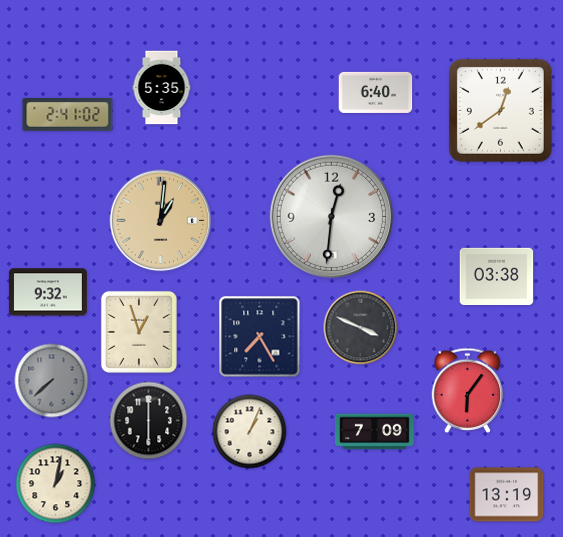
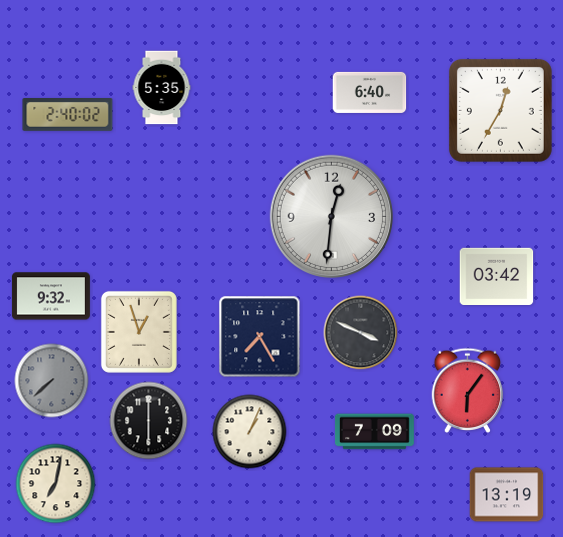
clock at (376, 92) position: (376, 92) -> (370, 92)
clock at (500, 110): 12:39 -> 12:35
clock at (68, 115): 2:41 -> 2:40
clock at (161, 221): 1:01 -> none
clock at (497, 276): 03:38 -> 03:42
clock at (48, 292) position: (48, 292) -> (51, 296)
clock at (361, 328) position: (361, 328) -> (361, 333)
clock at (56, 484): 1:02 -> 7:02
